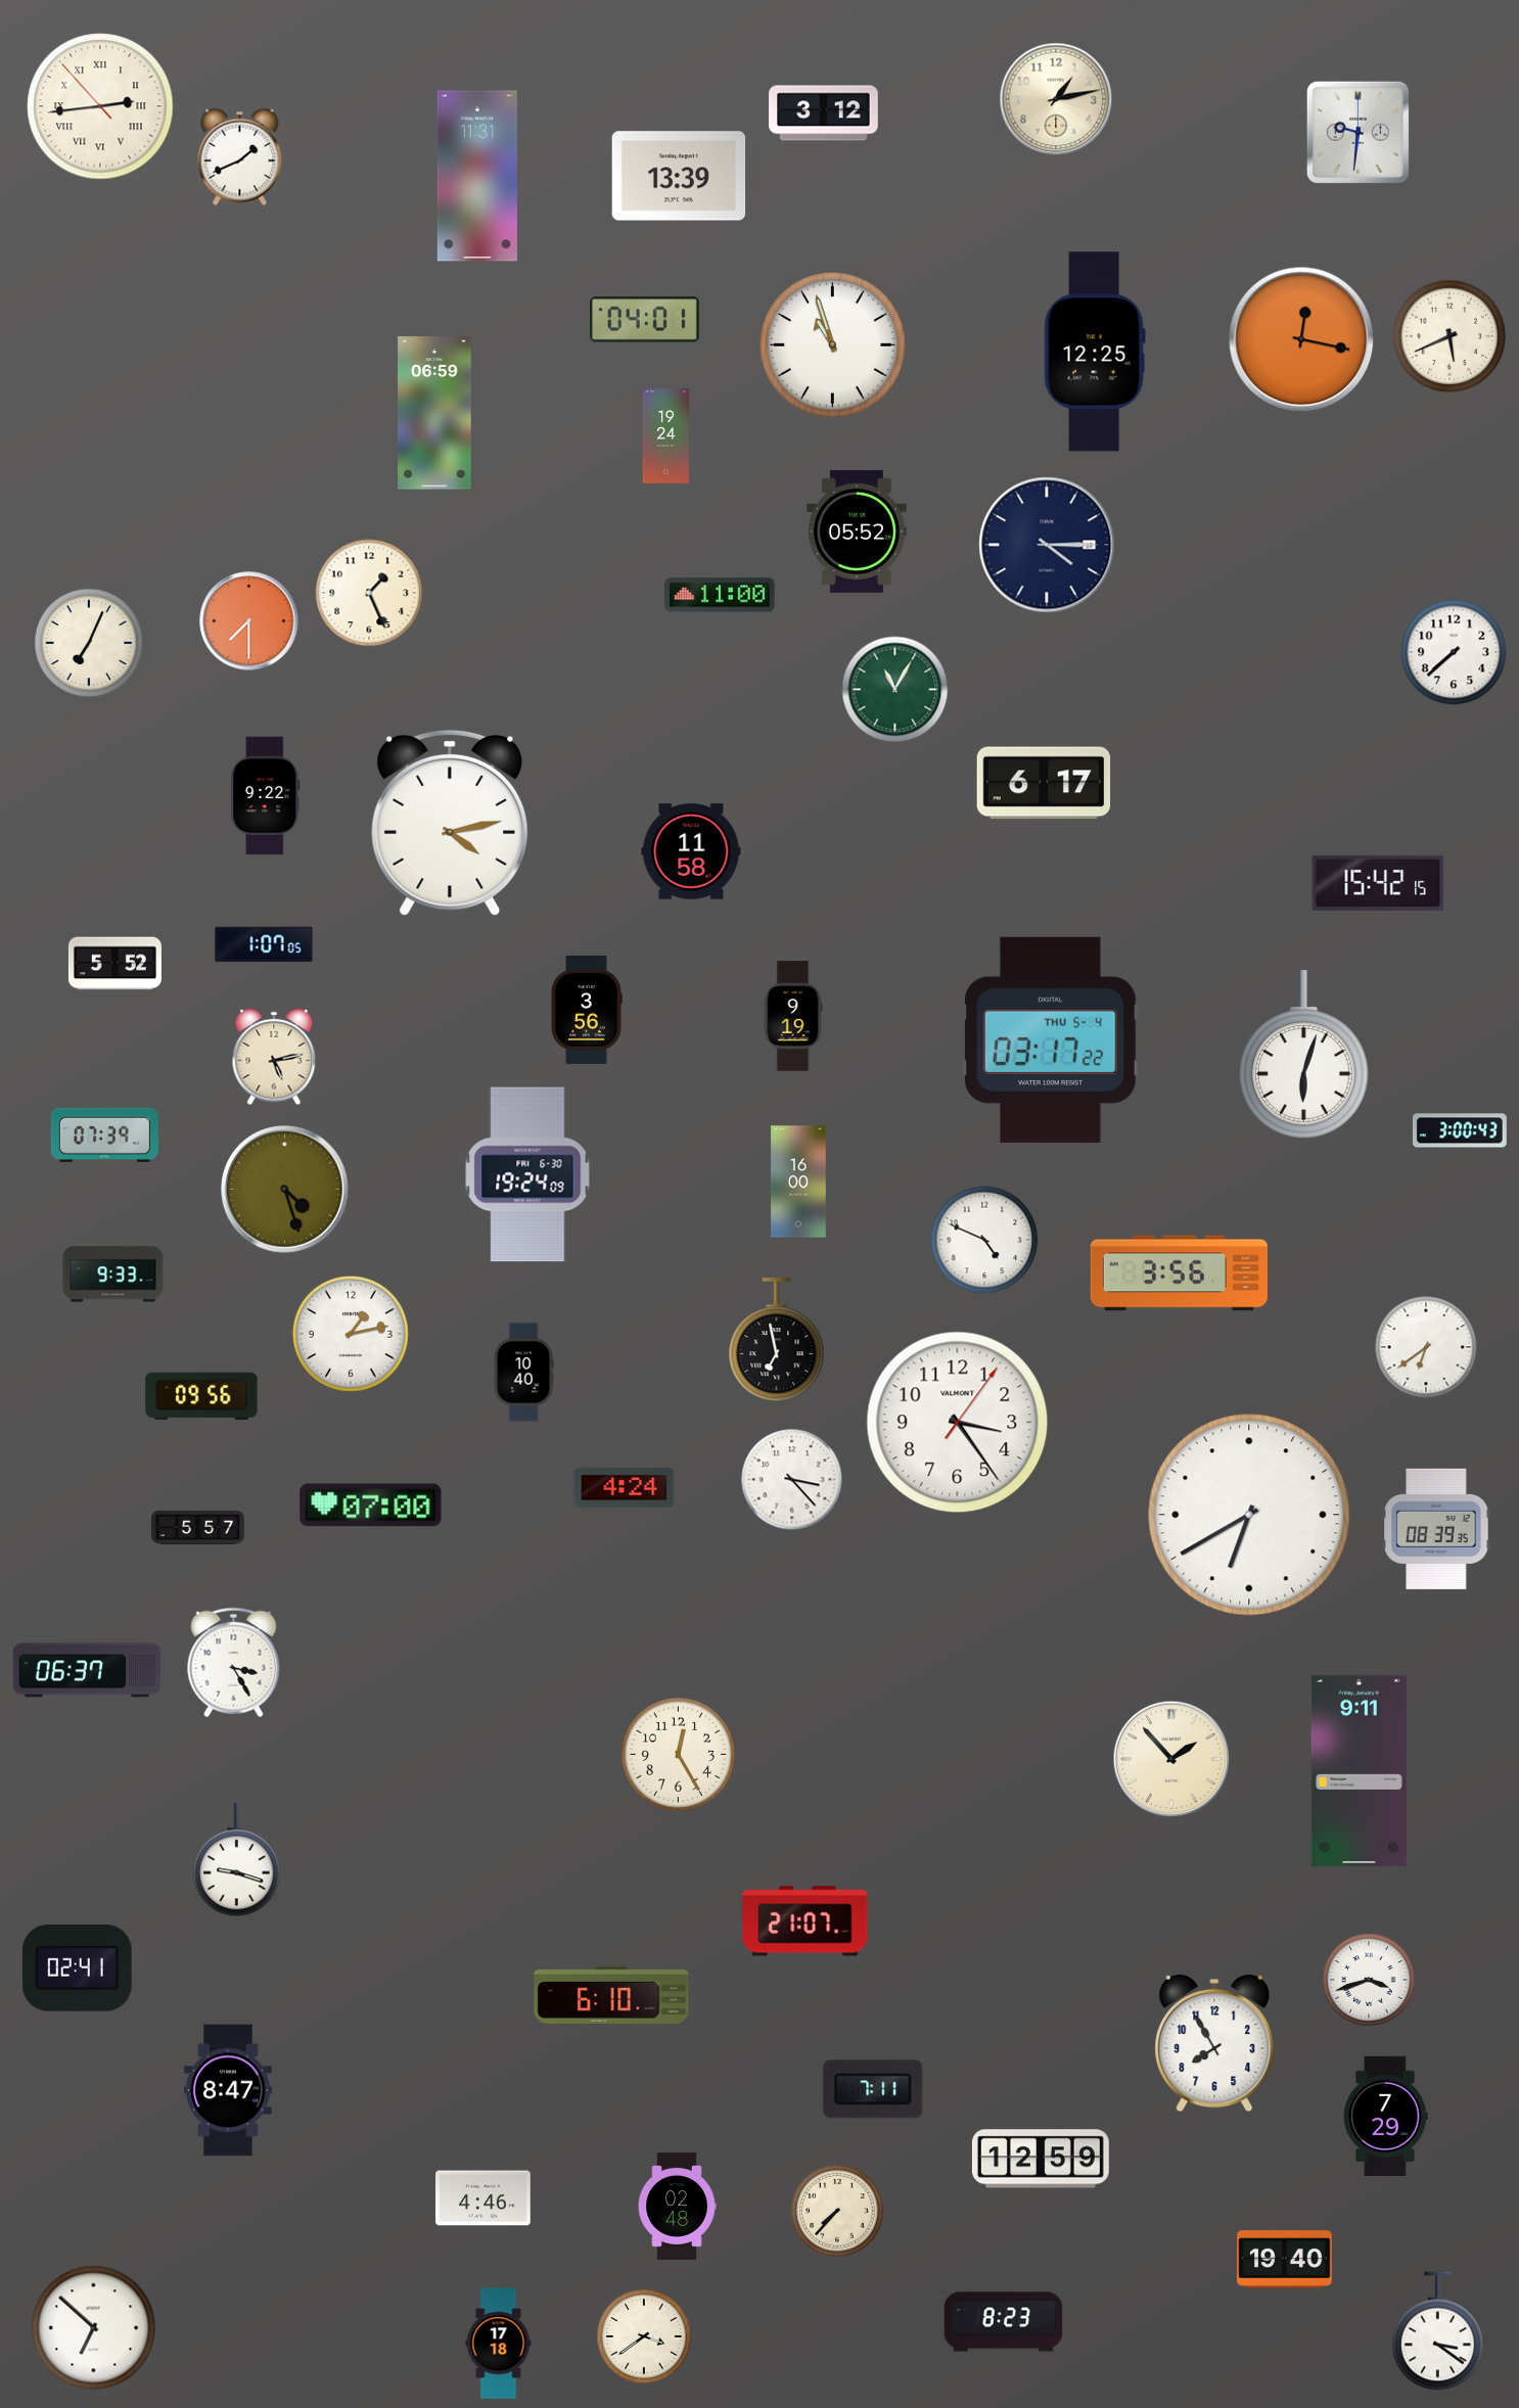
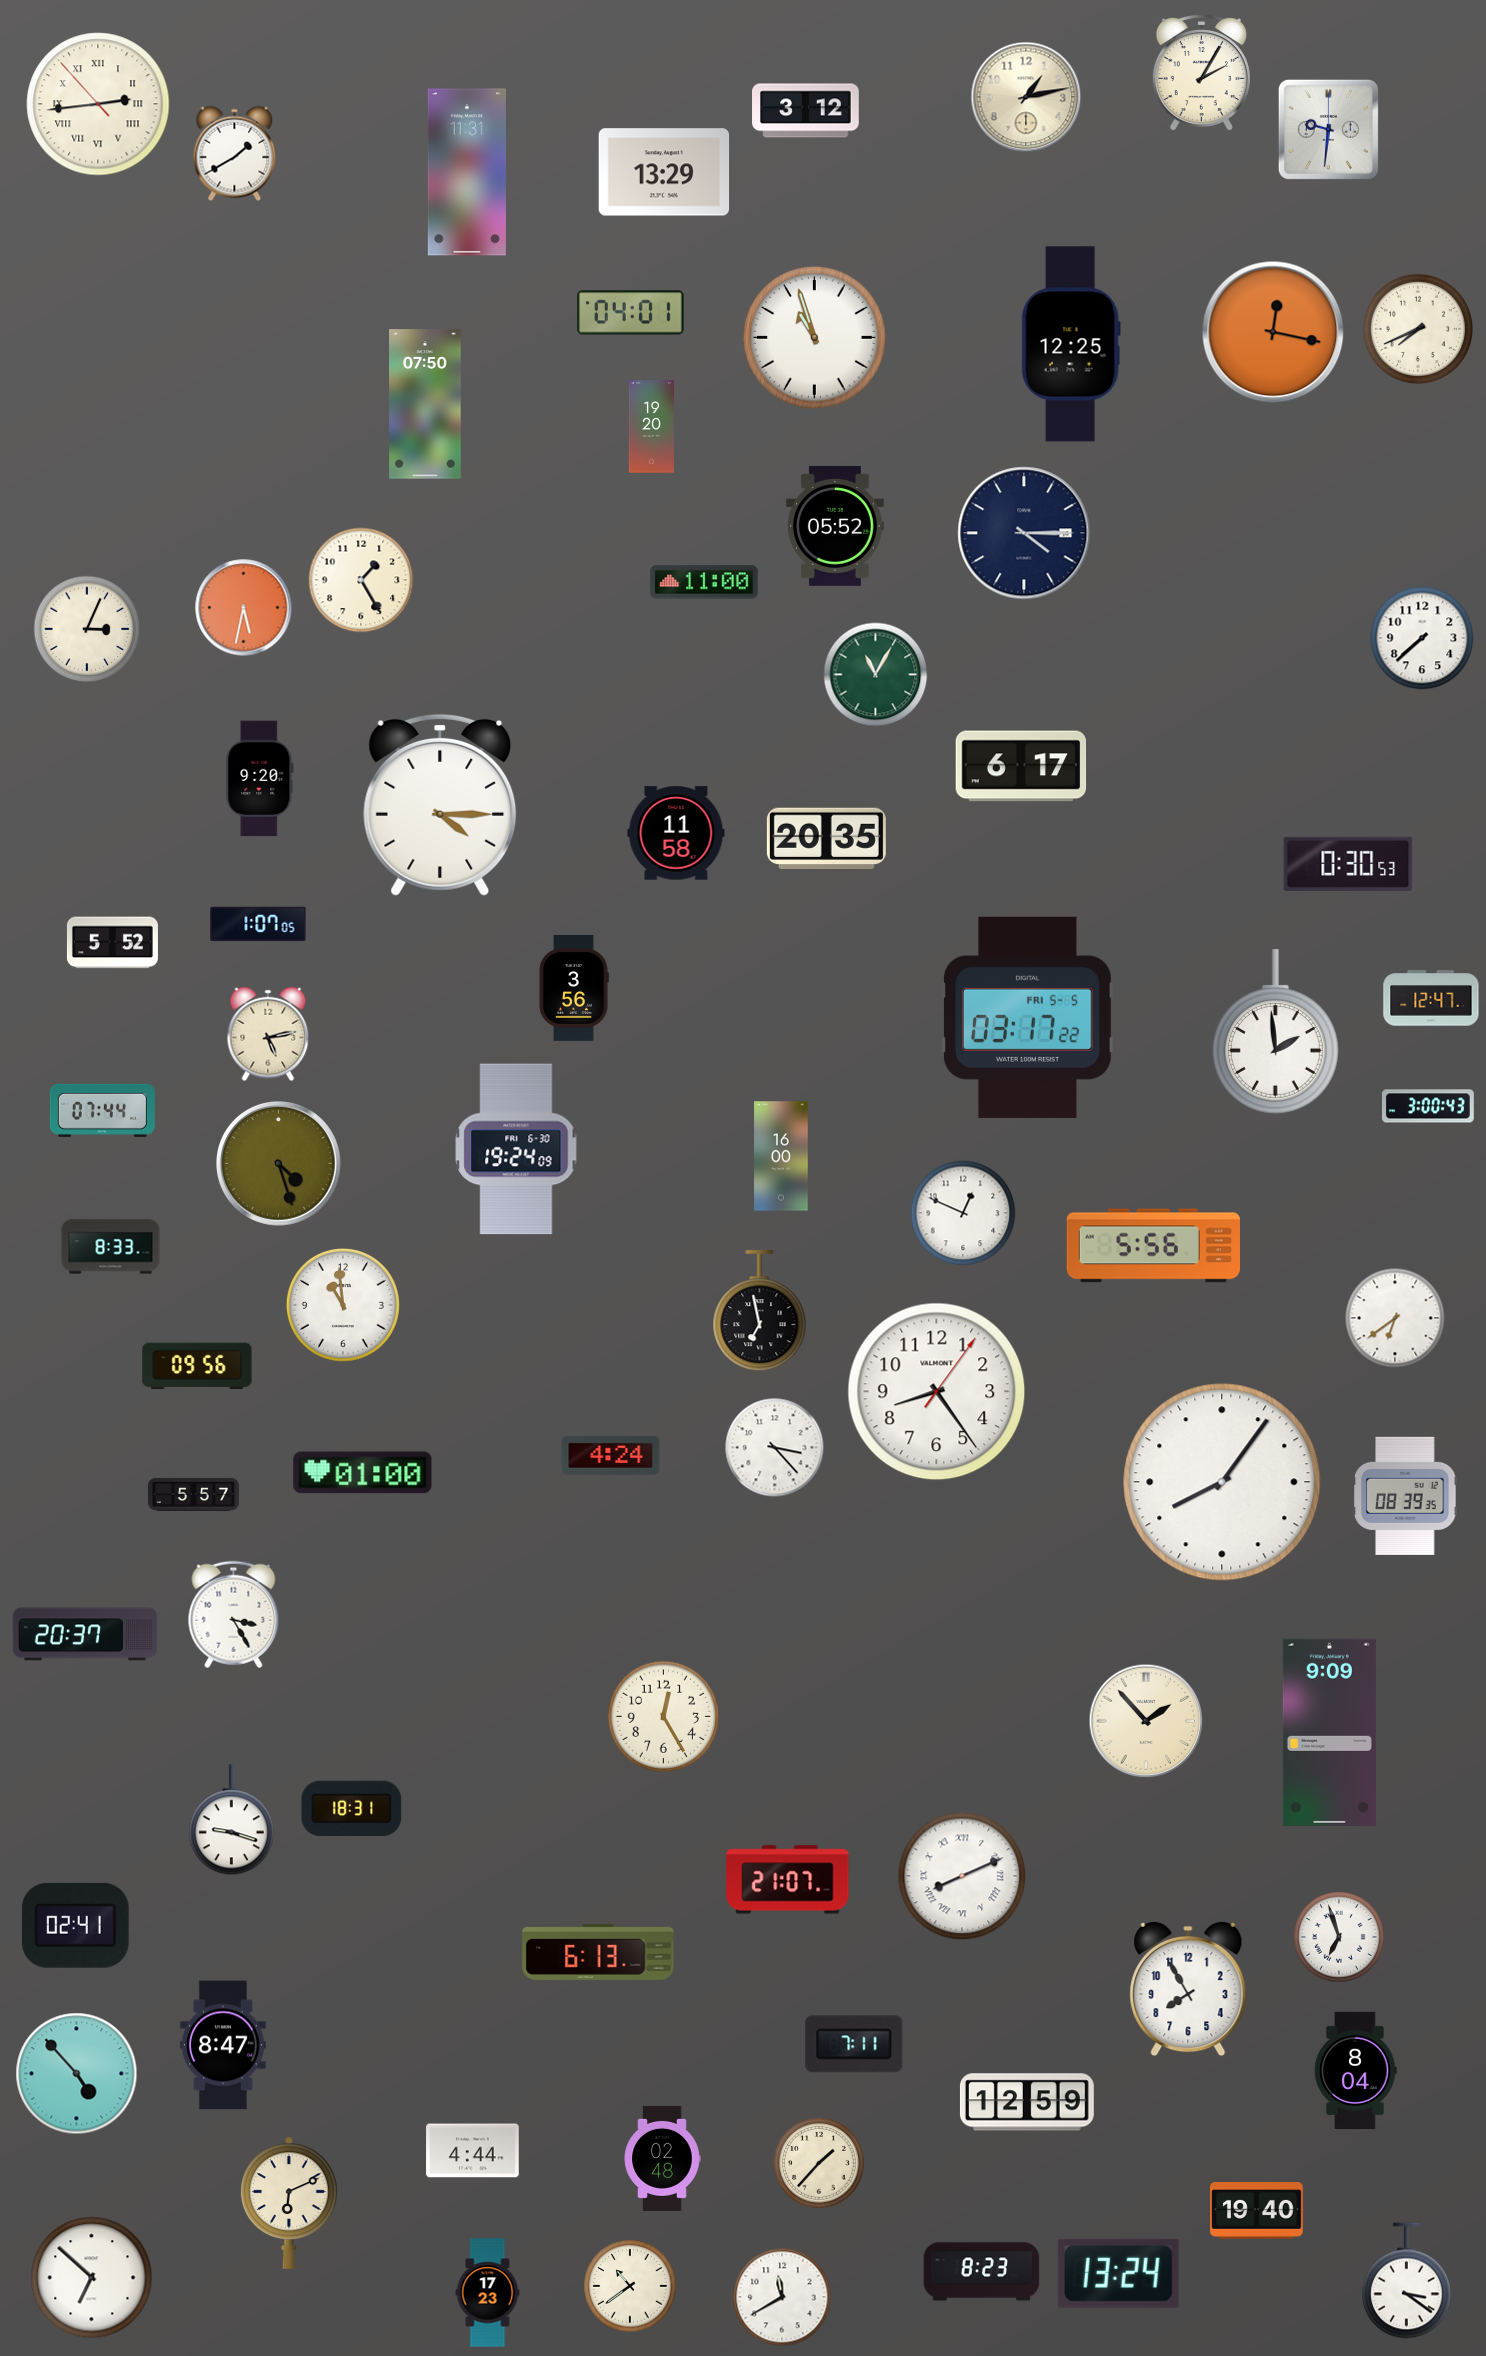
clock at (1201, 72): none -> 2:05
clock at (1056, 99) position: (1056, 99) -> (1026, 97)
clock at (240, 157): 1:41 -> 1:40
clock at (679, 176): 13:39 -> 13:29
clock at (1449, 336): 5:41 -> 7:41
clock at (434, 413): 06:59 -> 07:50
clock at (665, 436): 19:24 -> 19:20
clock at (858, 531) position: (858, 531) -> (836, 526)
clock at (369, 593): 1:26 -> 1:25
clock at (249, 621): 7:30 -> 5:32
clock at (89, 643): 7:04 -> 3:04
clock at (266, 796): 9:22 -> 9:20
clock at (450, 823): 4:13 -> 4:15
clock at (826, 838): none -> 20:35
clock at (1378, 883): 15:42 -> 0:30
clock at (793, 1016): 9:19 -> none
clock at (1431, 998): none -> 12:47
clock at (1050, 1039) date: THU 5-4 -> FRI 5-5
clock at (1303, 1055): 6:03 -> 1:59
clock at (104, 1134): 07:39 -> 07:44
clock at (984, 1240): 4:49 -> 12:49
clock at (1179, 1274): 3:56 -> 5:56
clock at (113, 1275): 9:33 -> 8:33
clock at (351, 1334): 1:13 -> 10:59
clock at (523, 1373): 10:40 -> none
clock at (958, 1423): 3:24 -> 8:24
clock at (371, 1506): 07:00 -> 01:00
clock at (1249, 1515): 6:40 -> 8:06
clock at (234, 1663) position: (234, 1663) -> (234, 1615)
clock at (87, 1670): 06:37 -> 20:37
clock at (1359, 1770): 9:11 -> 9:09
clock at (352, 1808): none -> 18:31
clock at (962, 1876): none -> 8:11
clock at (1369, 1980): 3:42 -> 6:57
clock at (611, 1995): 6:10 -> 6:13
clock at (1214, 2043) position: (1214, 2043) -> (1188, 1989)
clock at (1385, 2116): 7:29 -> 8:04
clock at (77, 2074): none -> 4:53
clock at (1041, 2159) position: (1041, 2159) -> (1027, 2102)
clock at (484, 2198): 4:46 -> 4:44
clock at (837, 2211): 7:37 -> 1:37
clock at (290, 2203): none -> 6:11
clock at (1118, 2273): none -> 13:24
clock at (644, 2336): 3:39 -> 10:39
clock at (499, 2344): 17:18 -> 17:23
clock at (782, 2297): none -> 11:40
